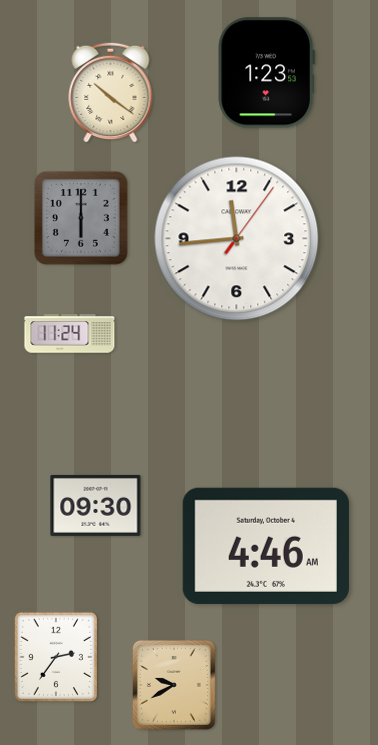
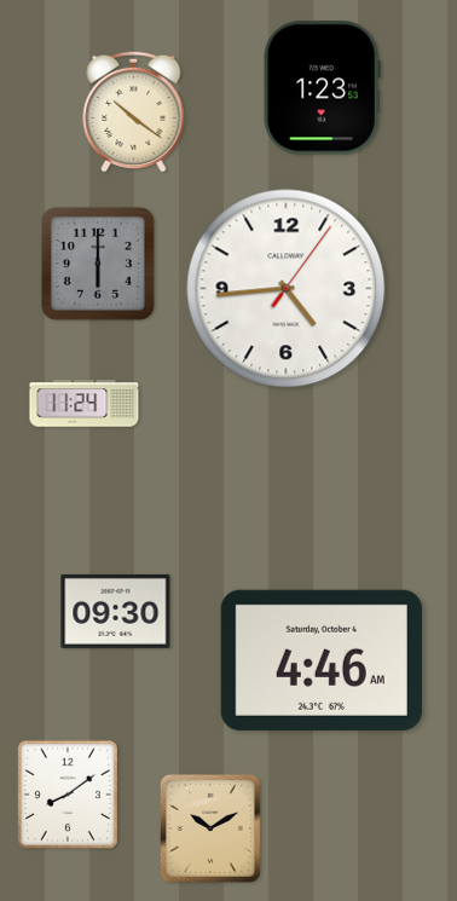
clock at (237, 239): 11:44 -> 4:44
clock at (56, 657): 2:36 -> 8:09
clock at (174, 685): 9:40 -> 10:10
